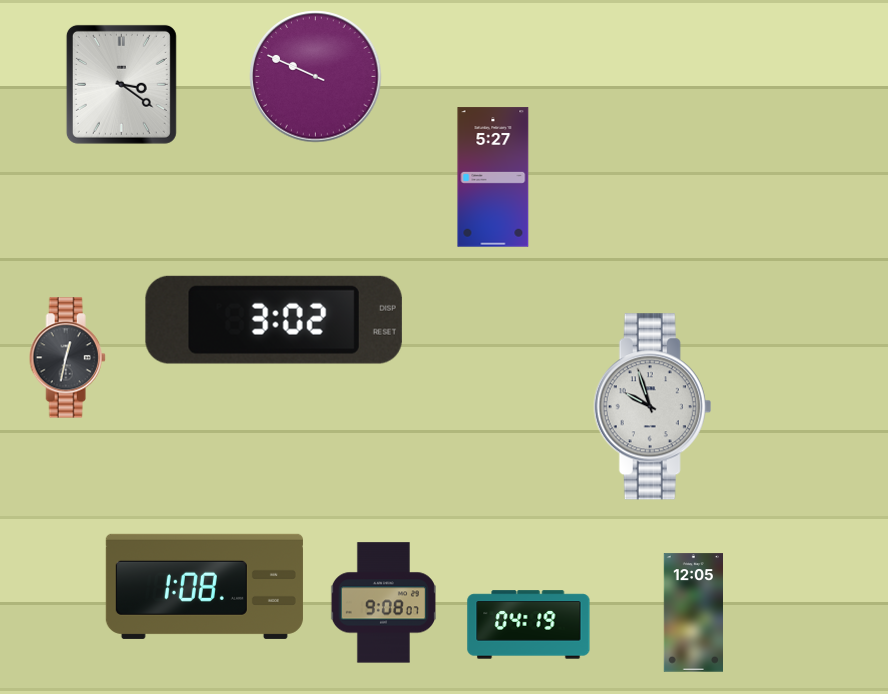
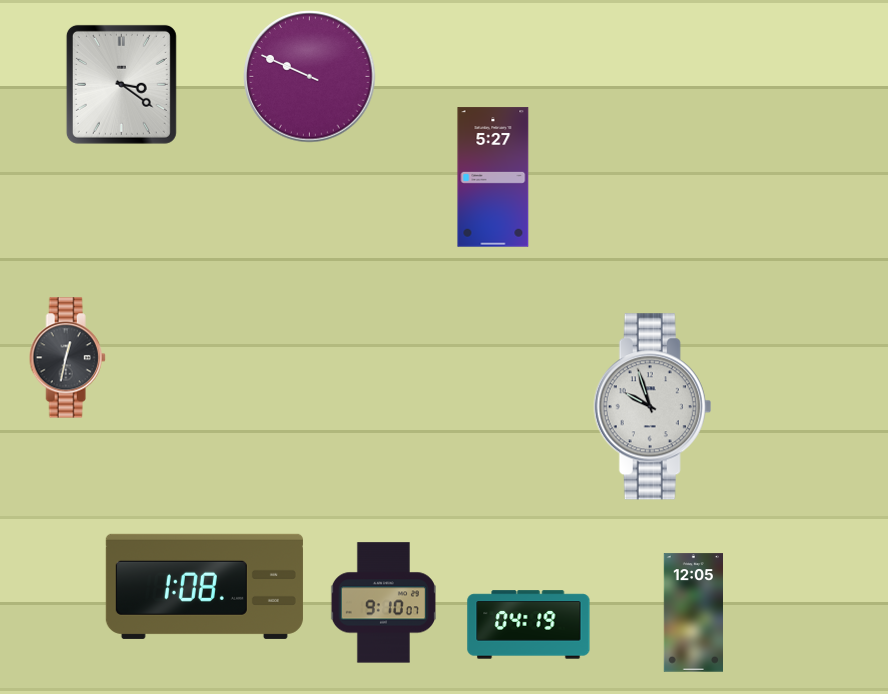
clock at (316, 77) position: (316, 77) -> (310, 77)
clock at (274, 320): 3:02 -> none
clock at (383, 603): 9:08 -> 9:10
